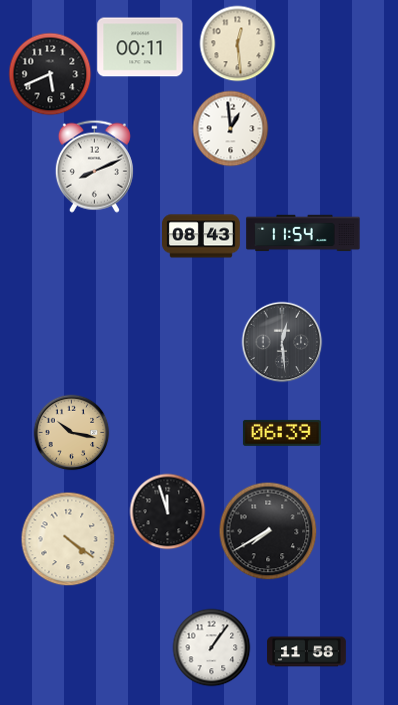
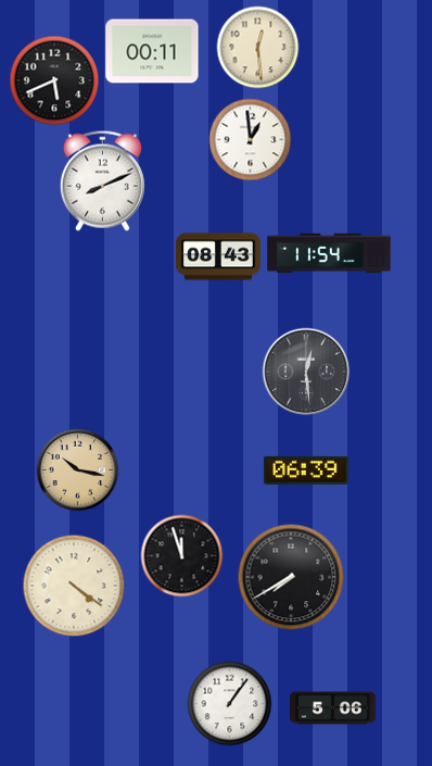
clock at (307, 652): 11:58 -> 5:06
